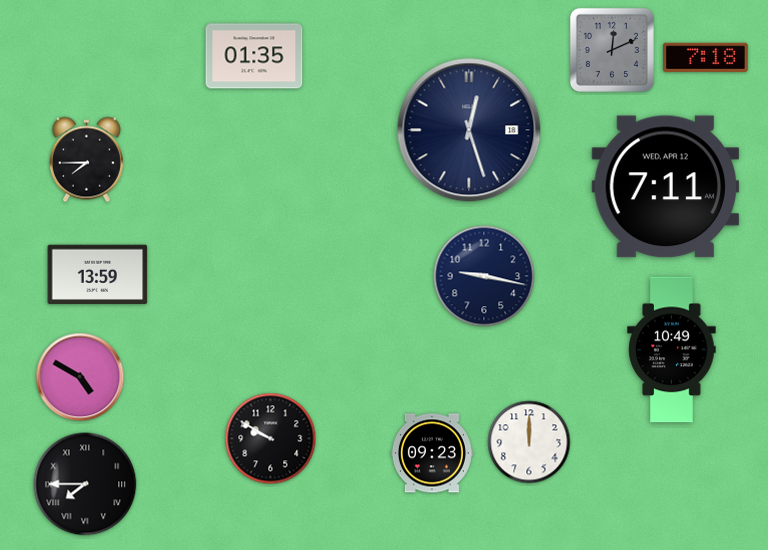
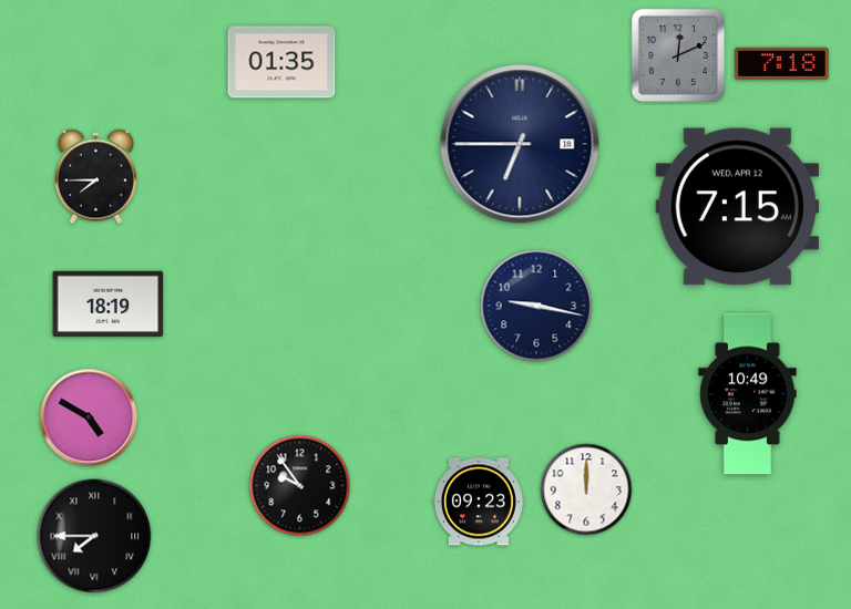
clock at (469, 130): 12:27 -> 6:45
clock at (666, 187): 7:11 -> 7:15
clock at (98, 275): 13:59 -> 18:19
clock at (672, 350) position: (672, 350) -> (748, 394)
clock at (271, 439): 9:50 -> 9:54
